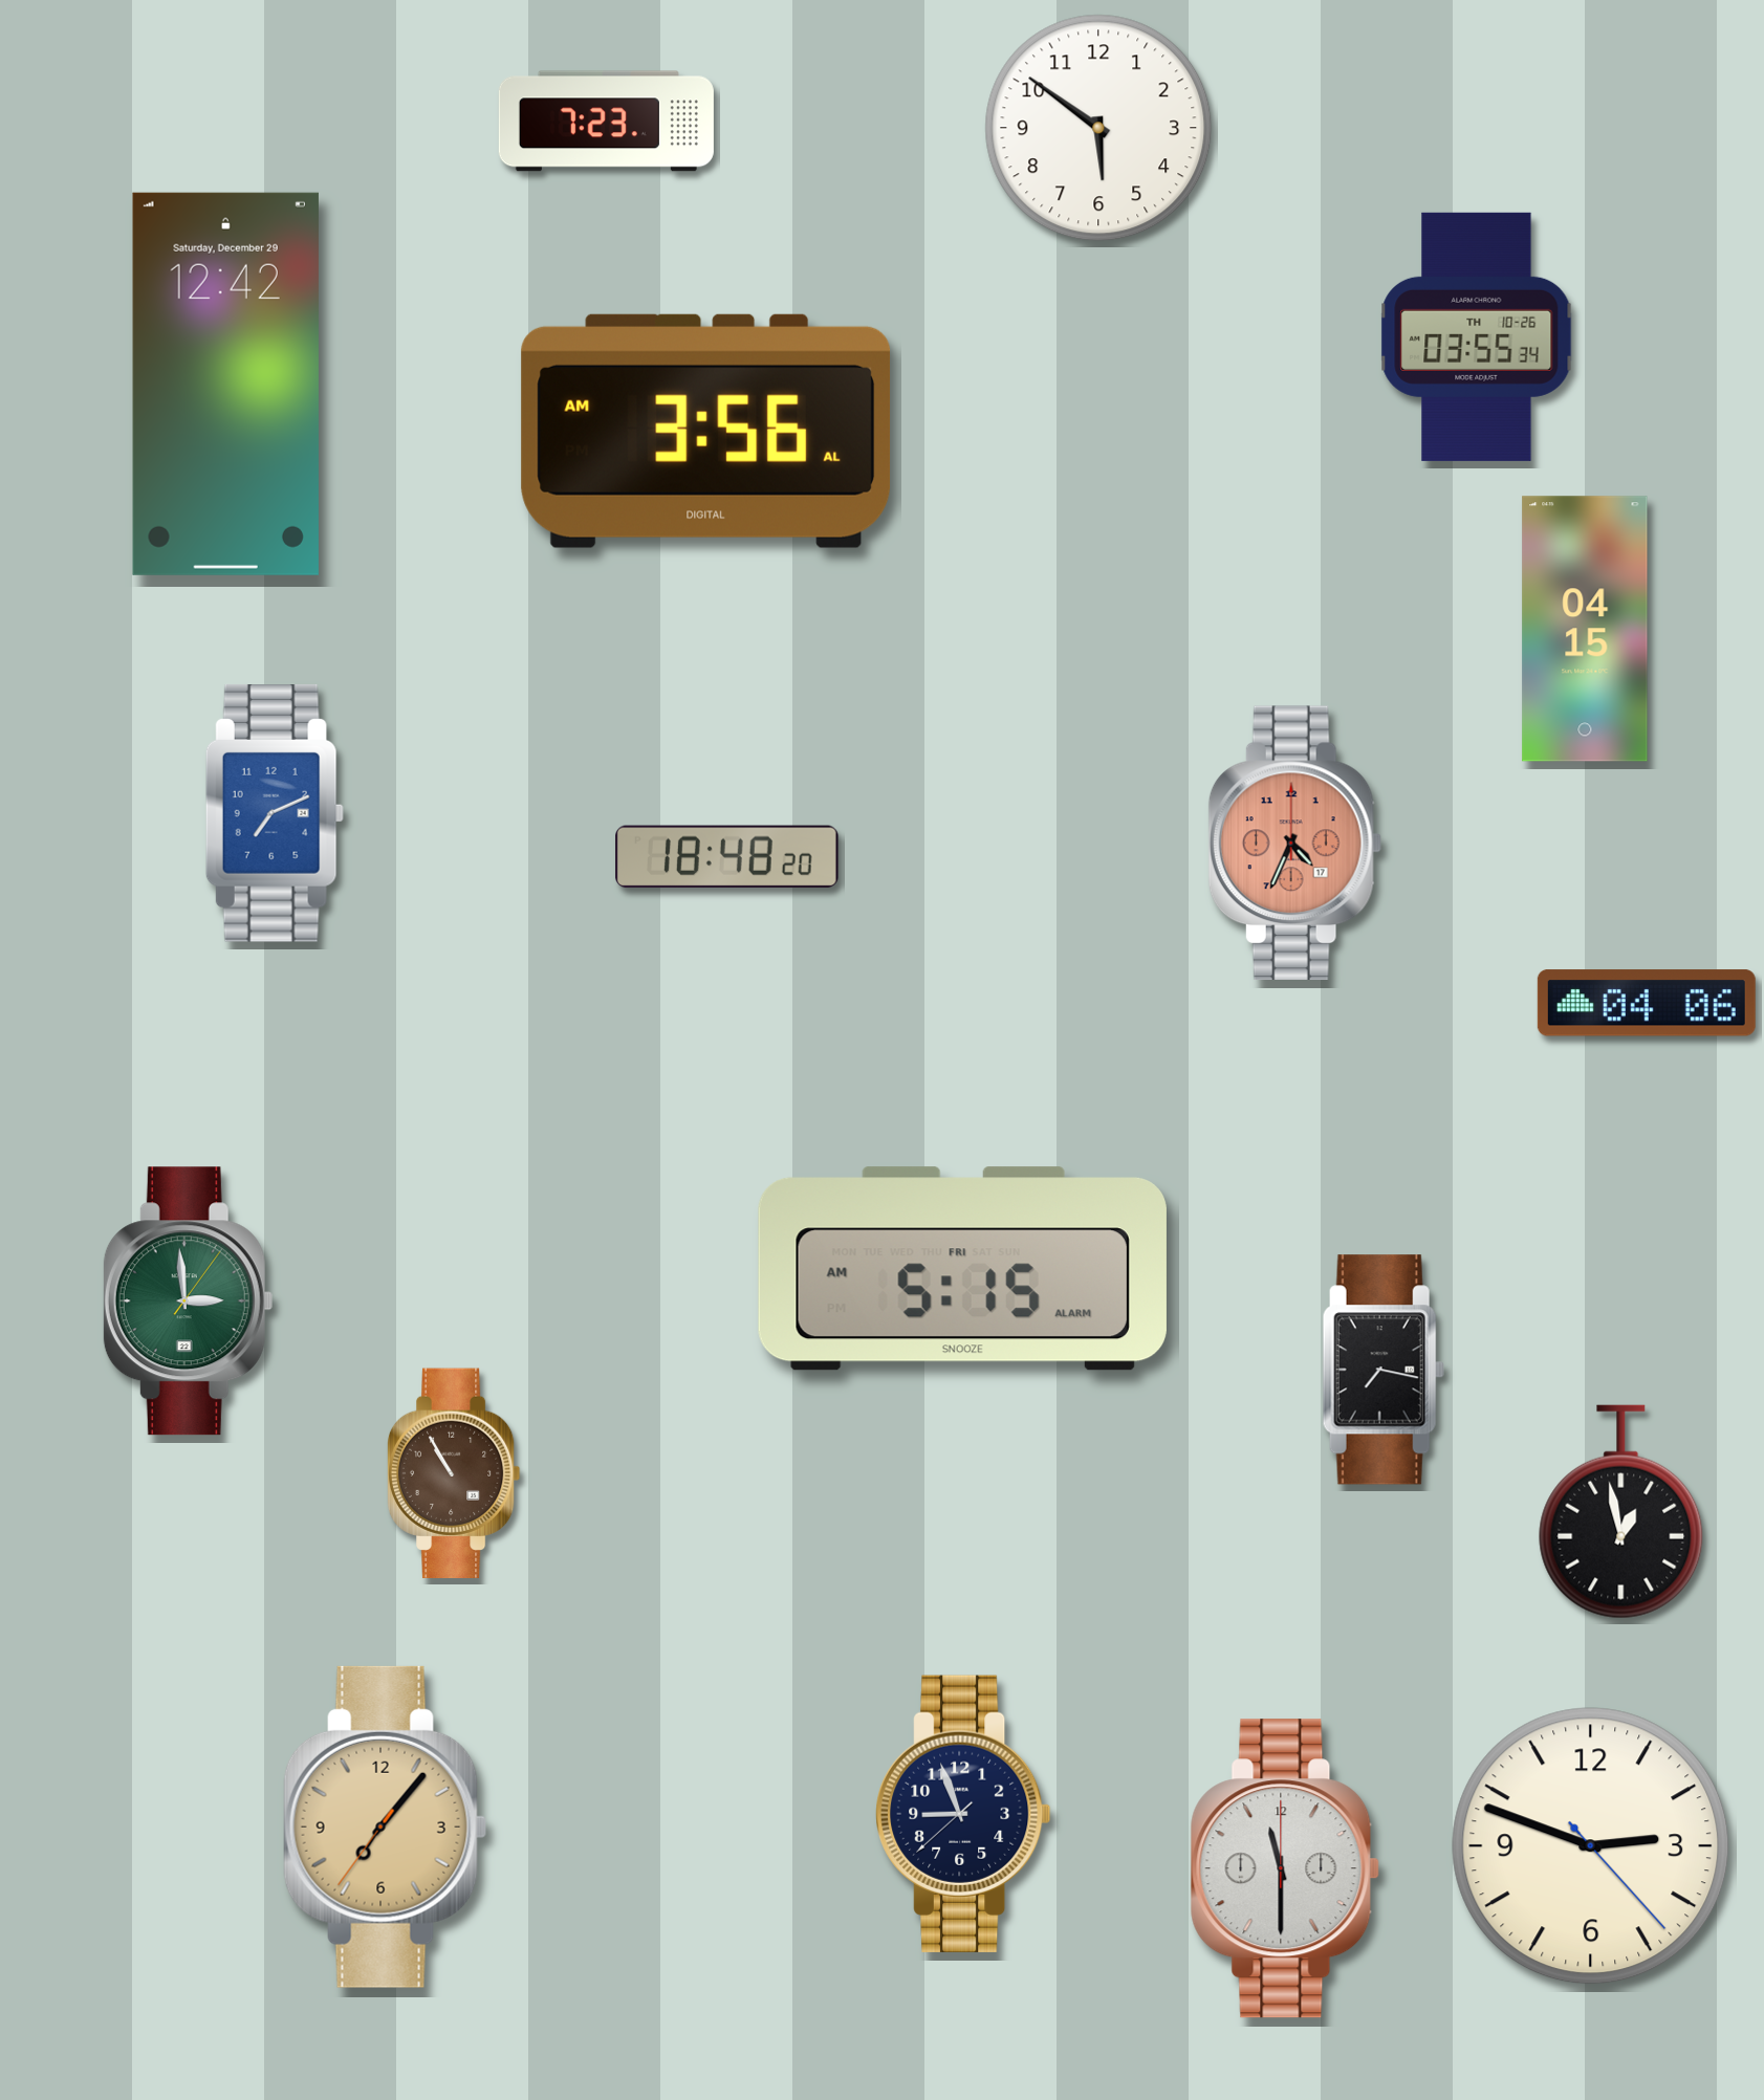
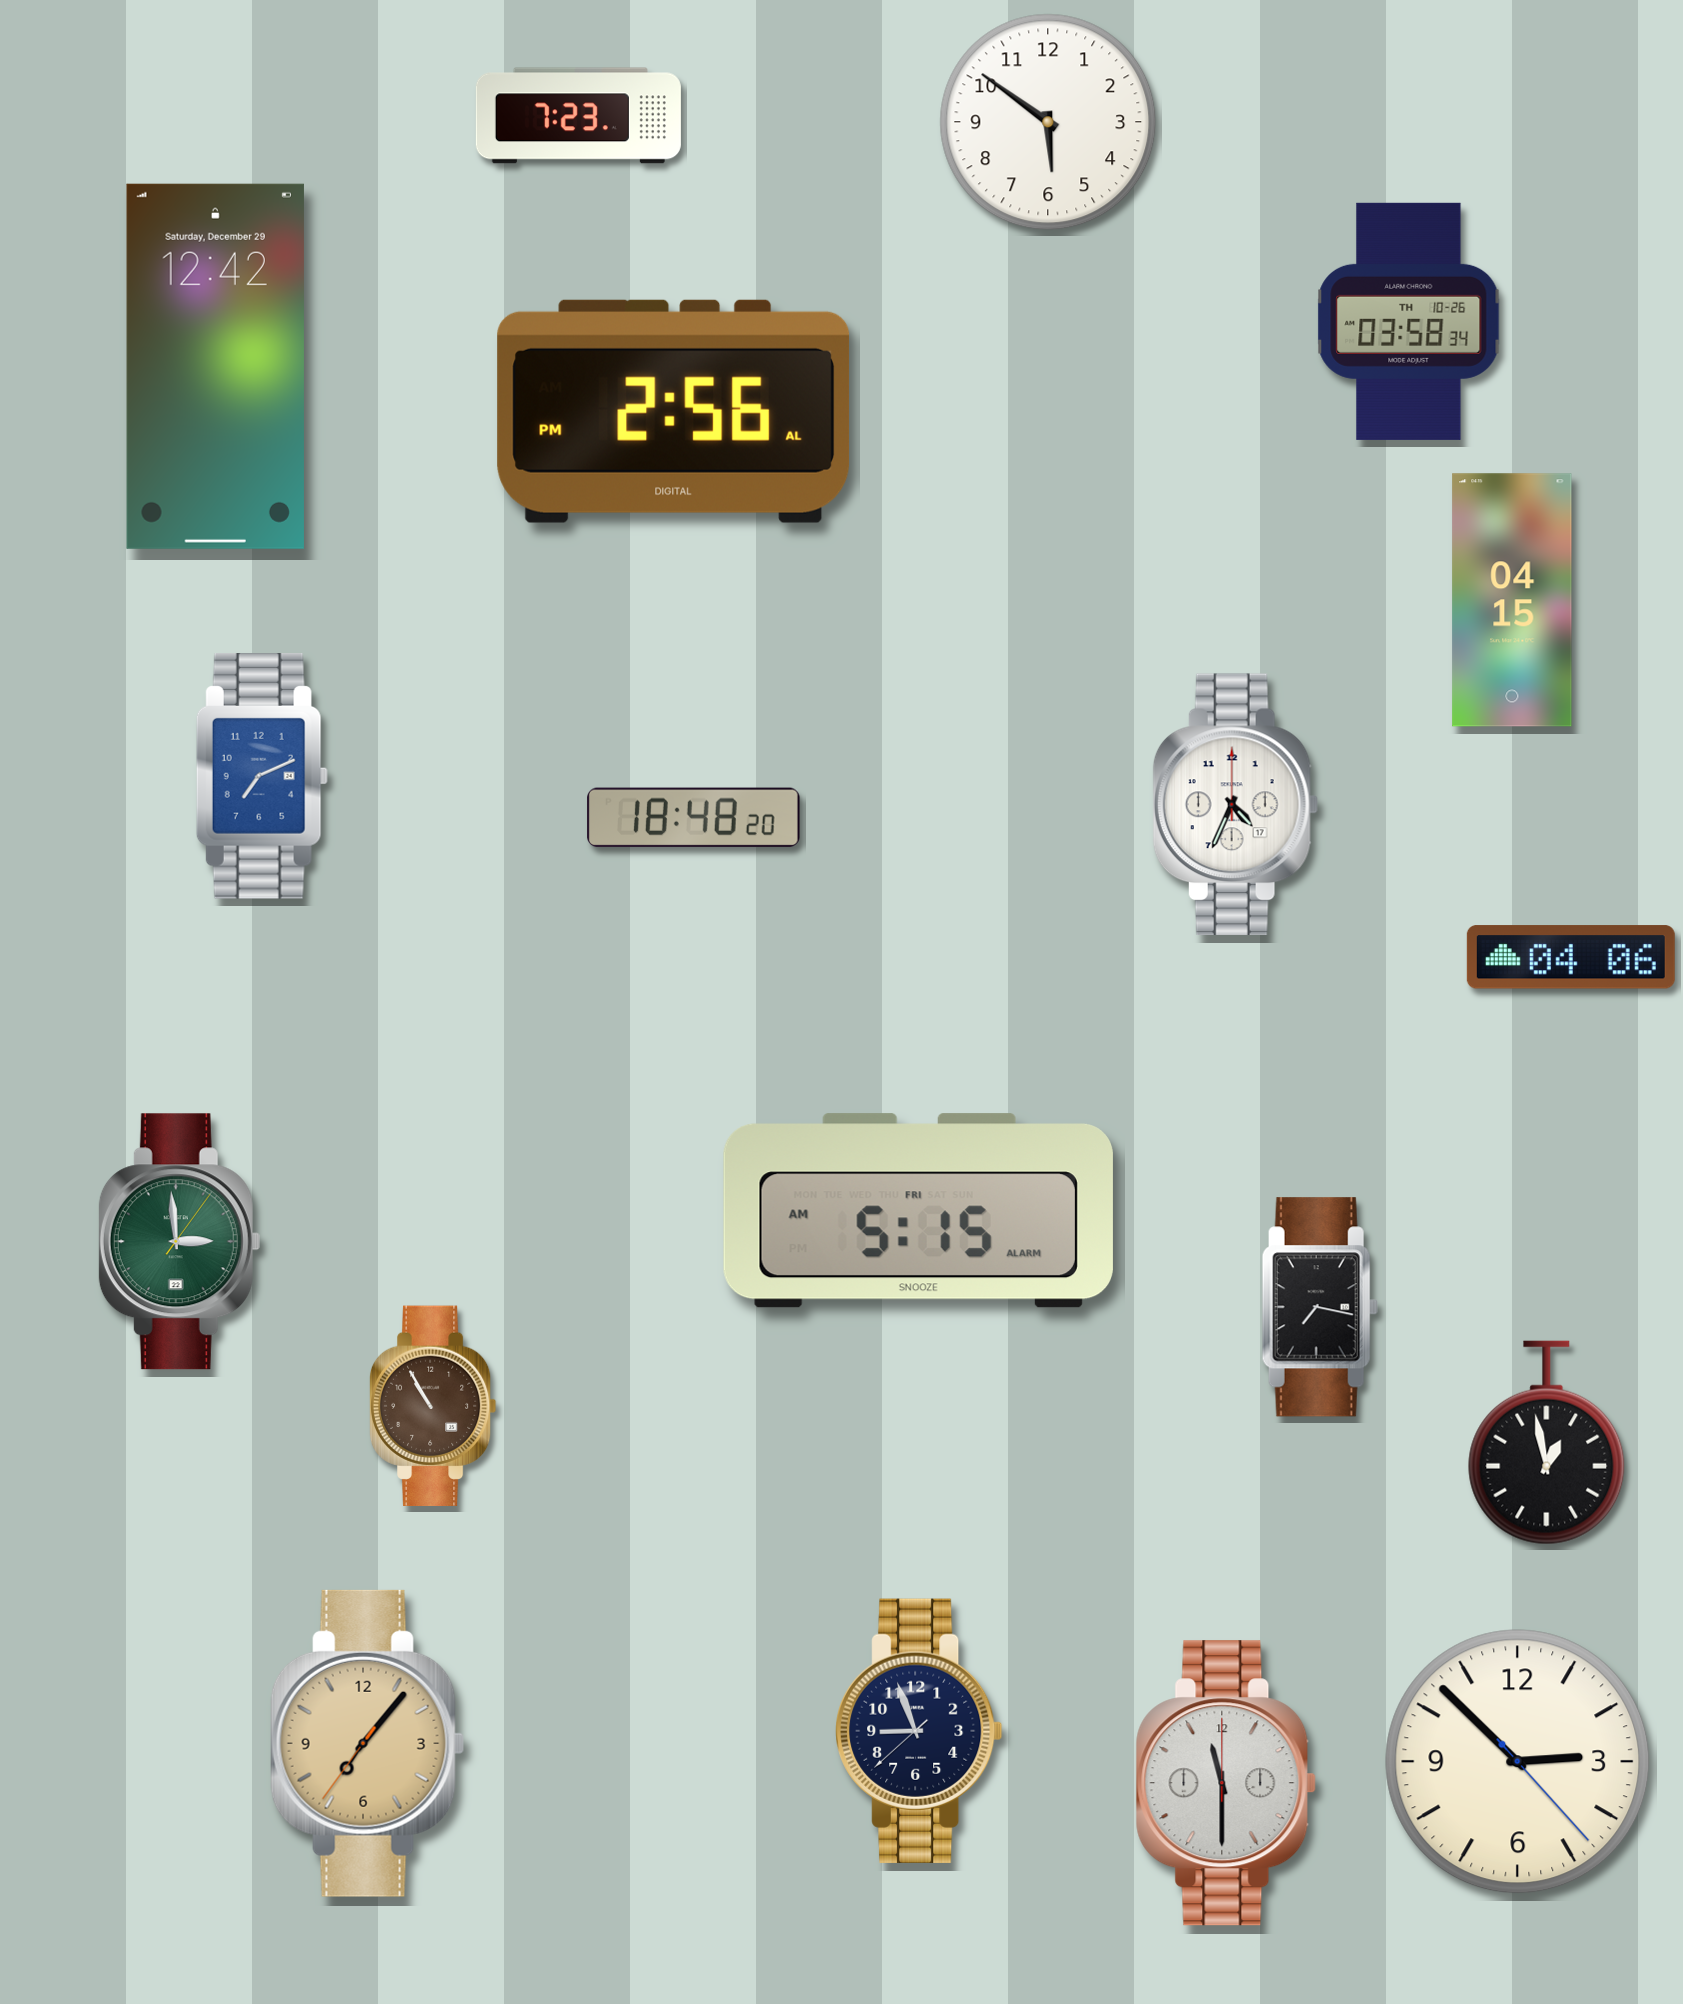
clock at (1477, 336): 03:55 -> 03:58
clock at (706, 431): 3:56 -> 2:56
clock at (1294, 843) dial: salmon -> white
clock at (1591, 1846): 2:48 -> 2:52
